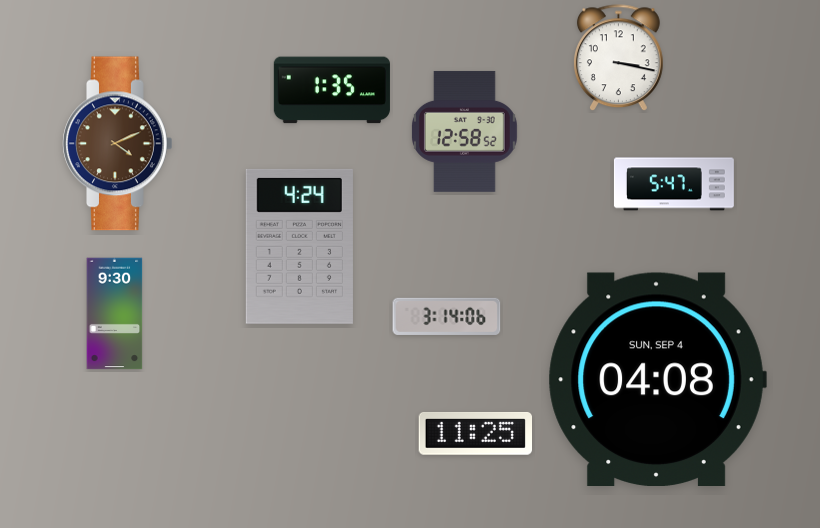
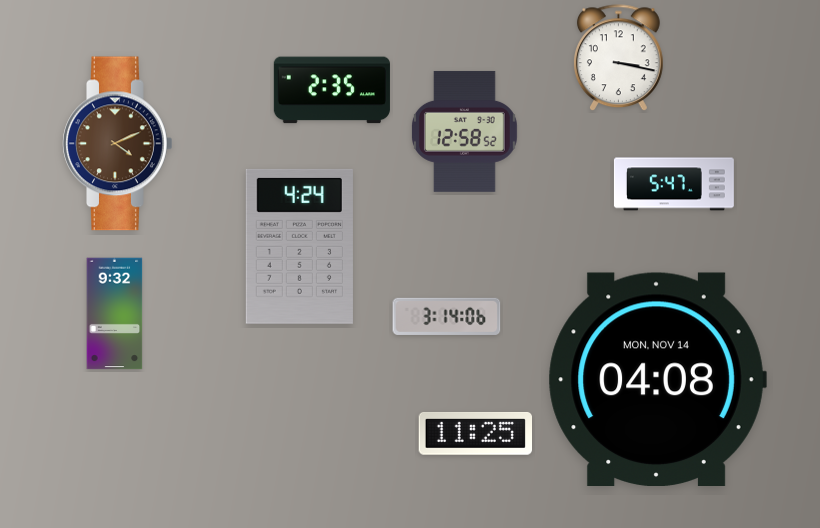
clock at (332, 90): 1:35 -> 2:35
clock at (115, 314): 9:30 -> 9:32
clock at (657, 379) date: SUN, SEP 4 -> MON, NOV 14
